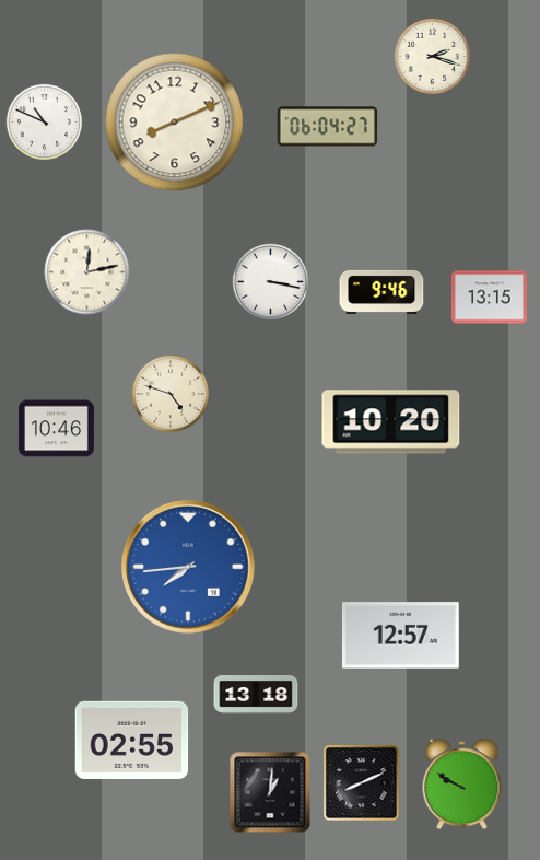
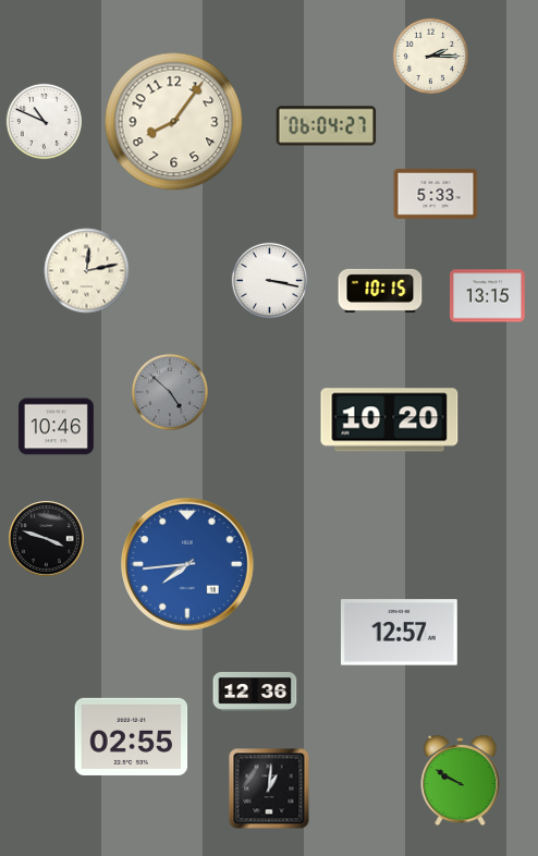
clock at (433, 57): 2:18 -> 2:15
clock at (175, 123): 8:11 -> 8:06
clock at (436, 194): none -> 5:33
clock at (381, 292): 9:46 -> 10:15
clock at (171, 394): 4:48 -> 4:52
clock at (171, 394) dial: cream -> grey
clock at (47, 539): none -> 3:48
clock at (256, 696): 13:18 -> 12:36
clock at (362, 783): 8:11 -> none
